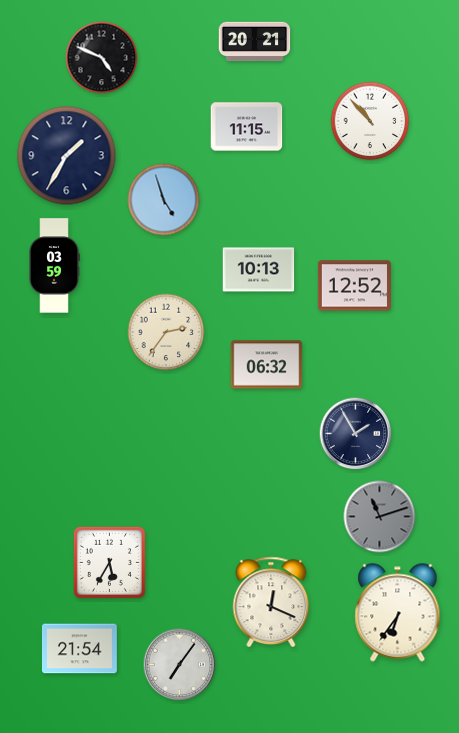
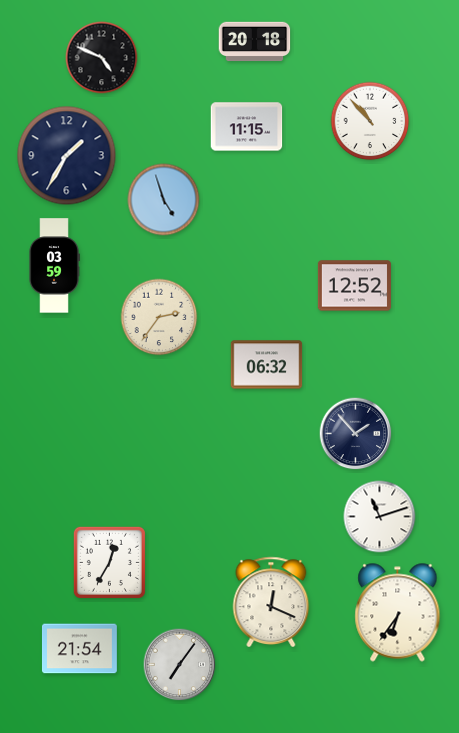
clock at (255, 42): 20:21 -> 20:18
clock at (259, 270): 10:13 -> none
clock at (166, 332) position: (166, 332) -> (159, 317)
clock at (356, 434): 1:55 -> 1:53
clock at (380, 517) dial: grey -> white
clock at (109, 562): 5:35 -> 12:35
